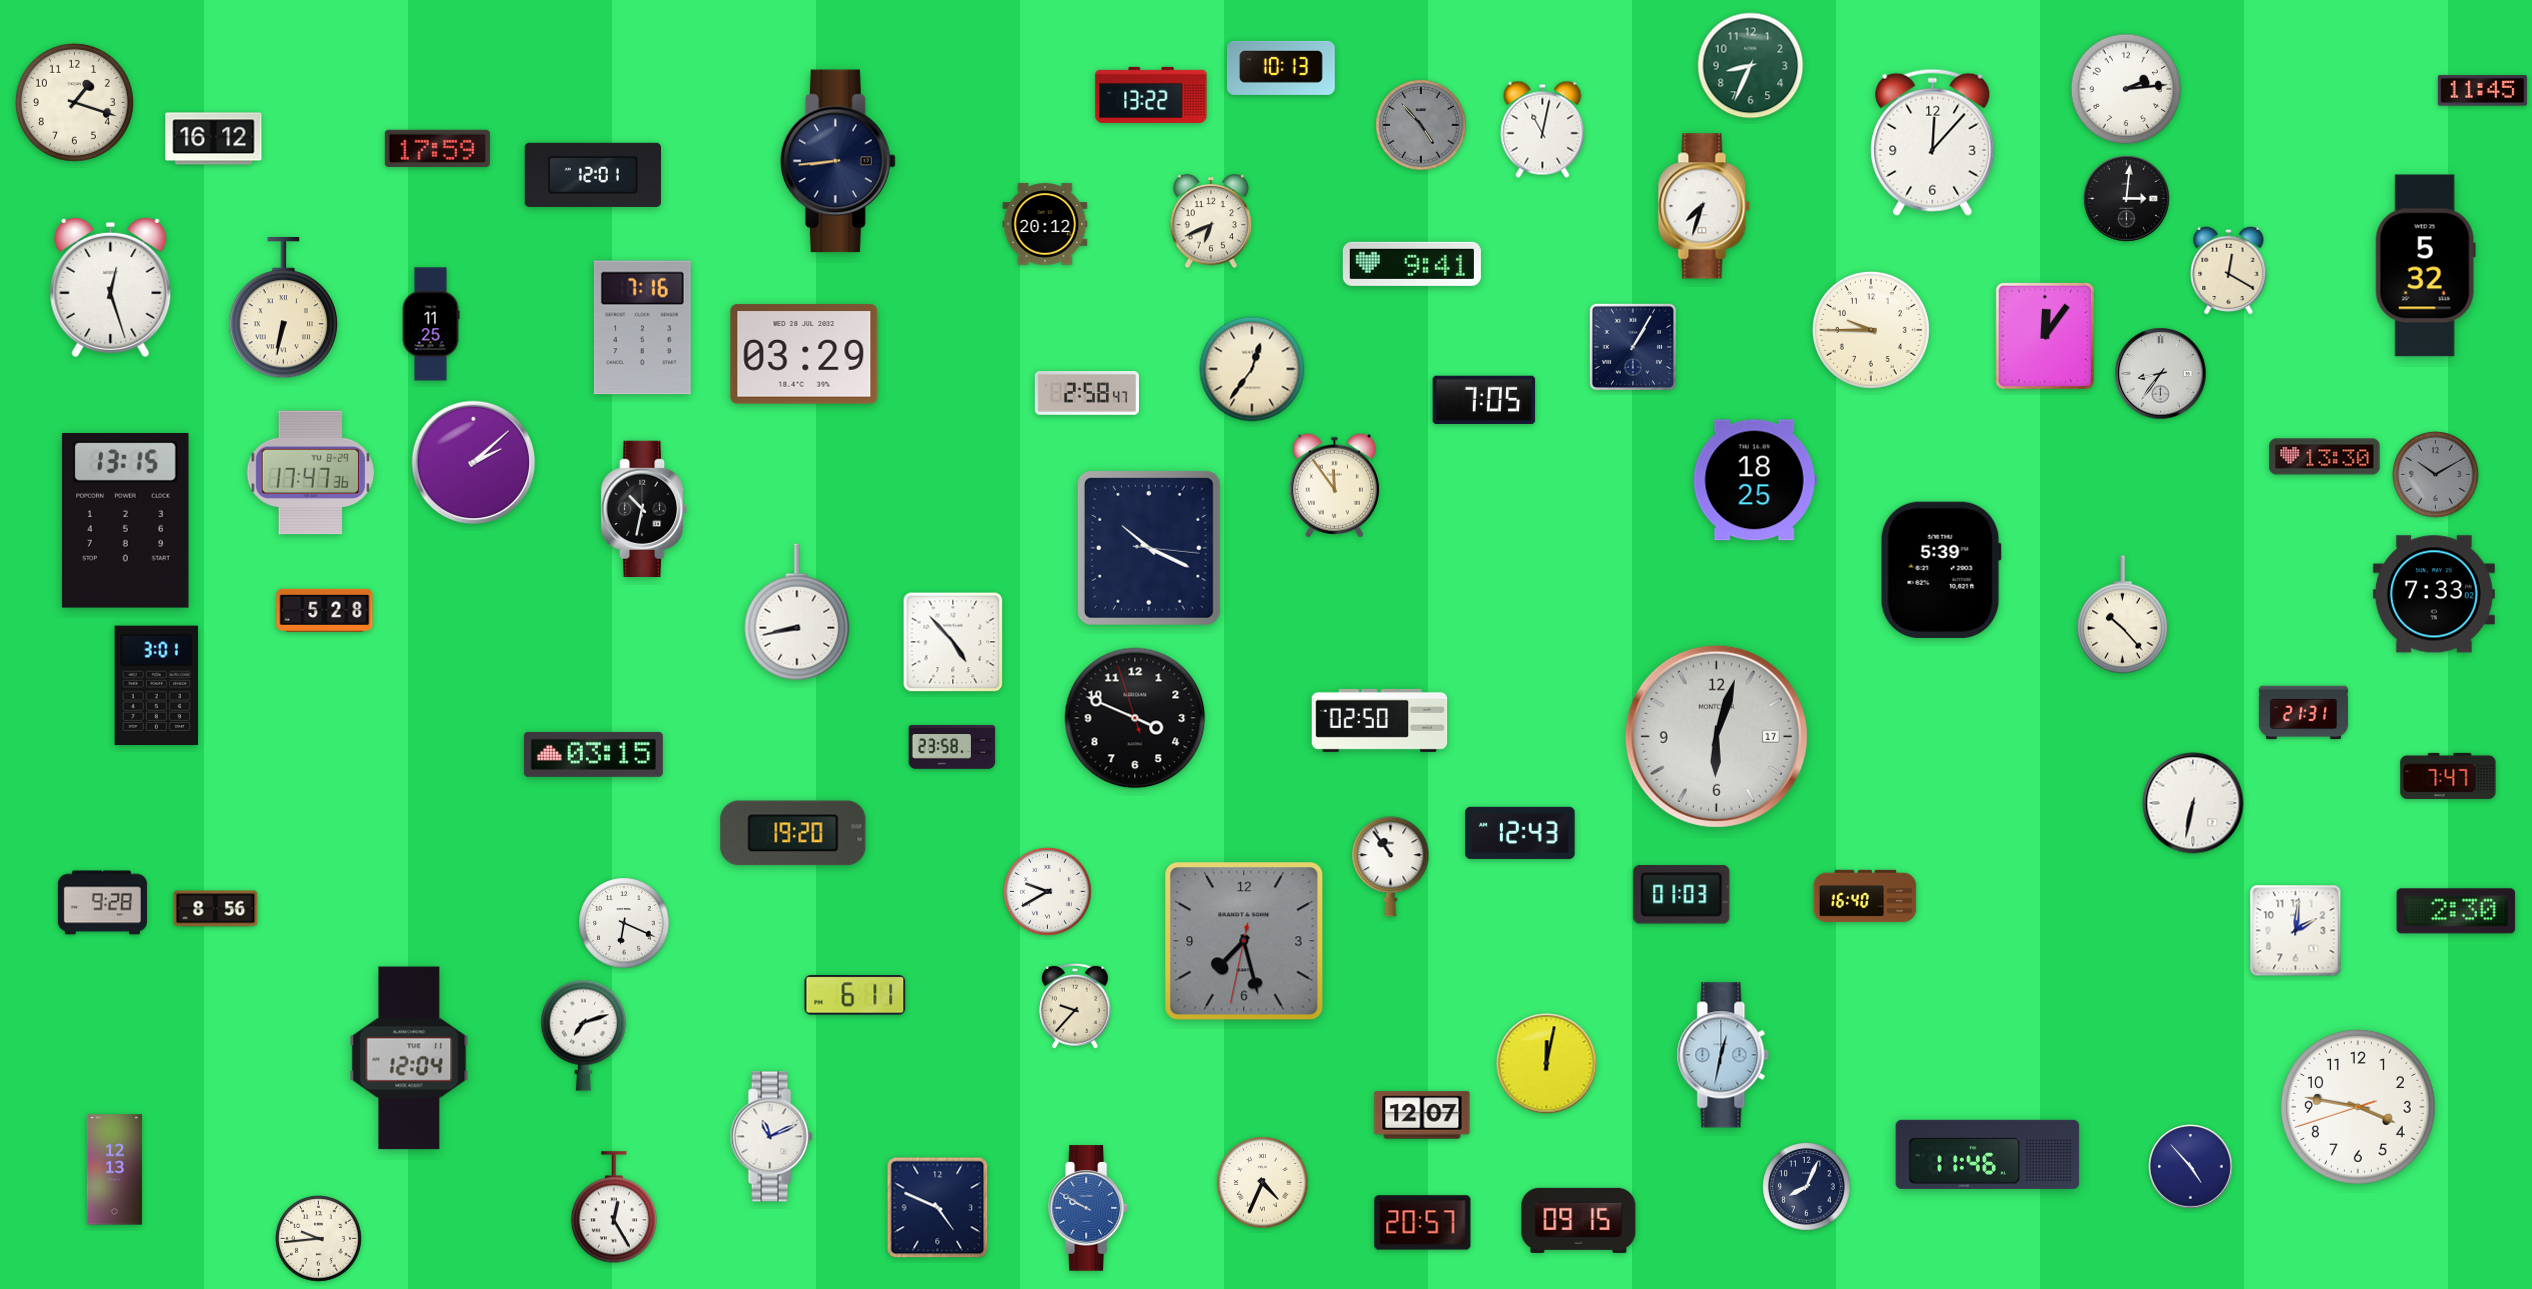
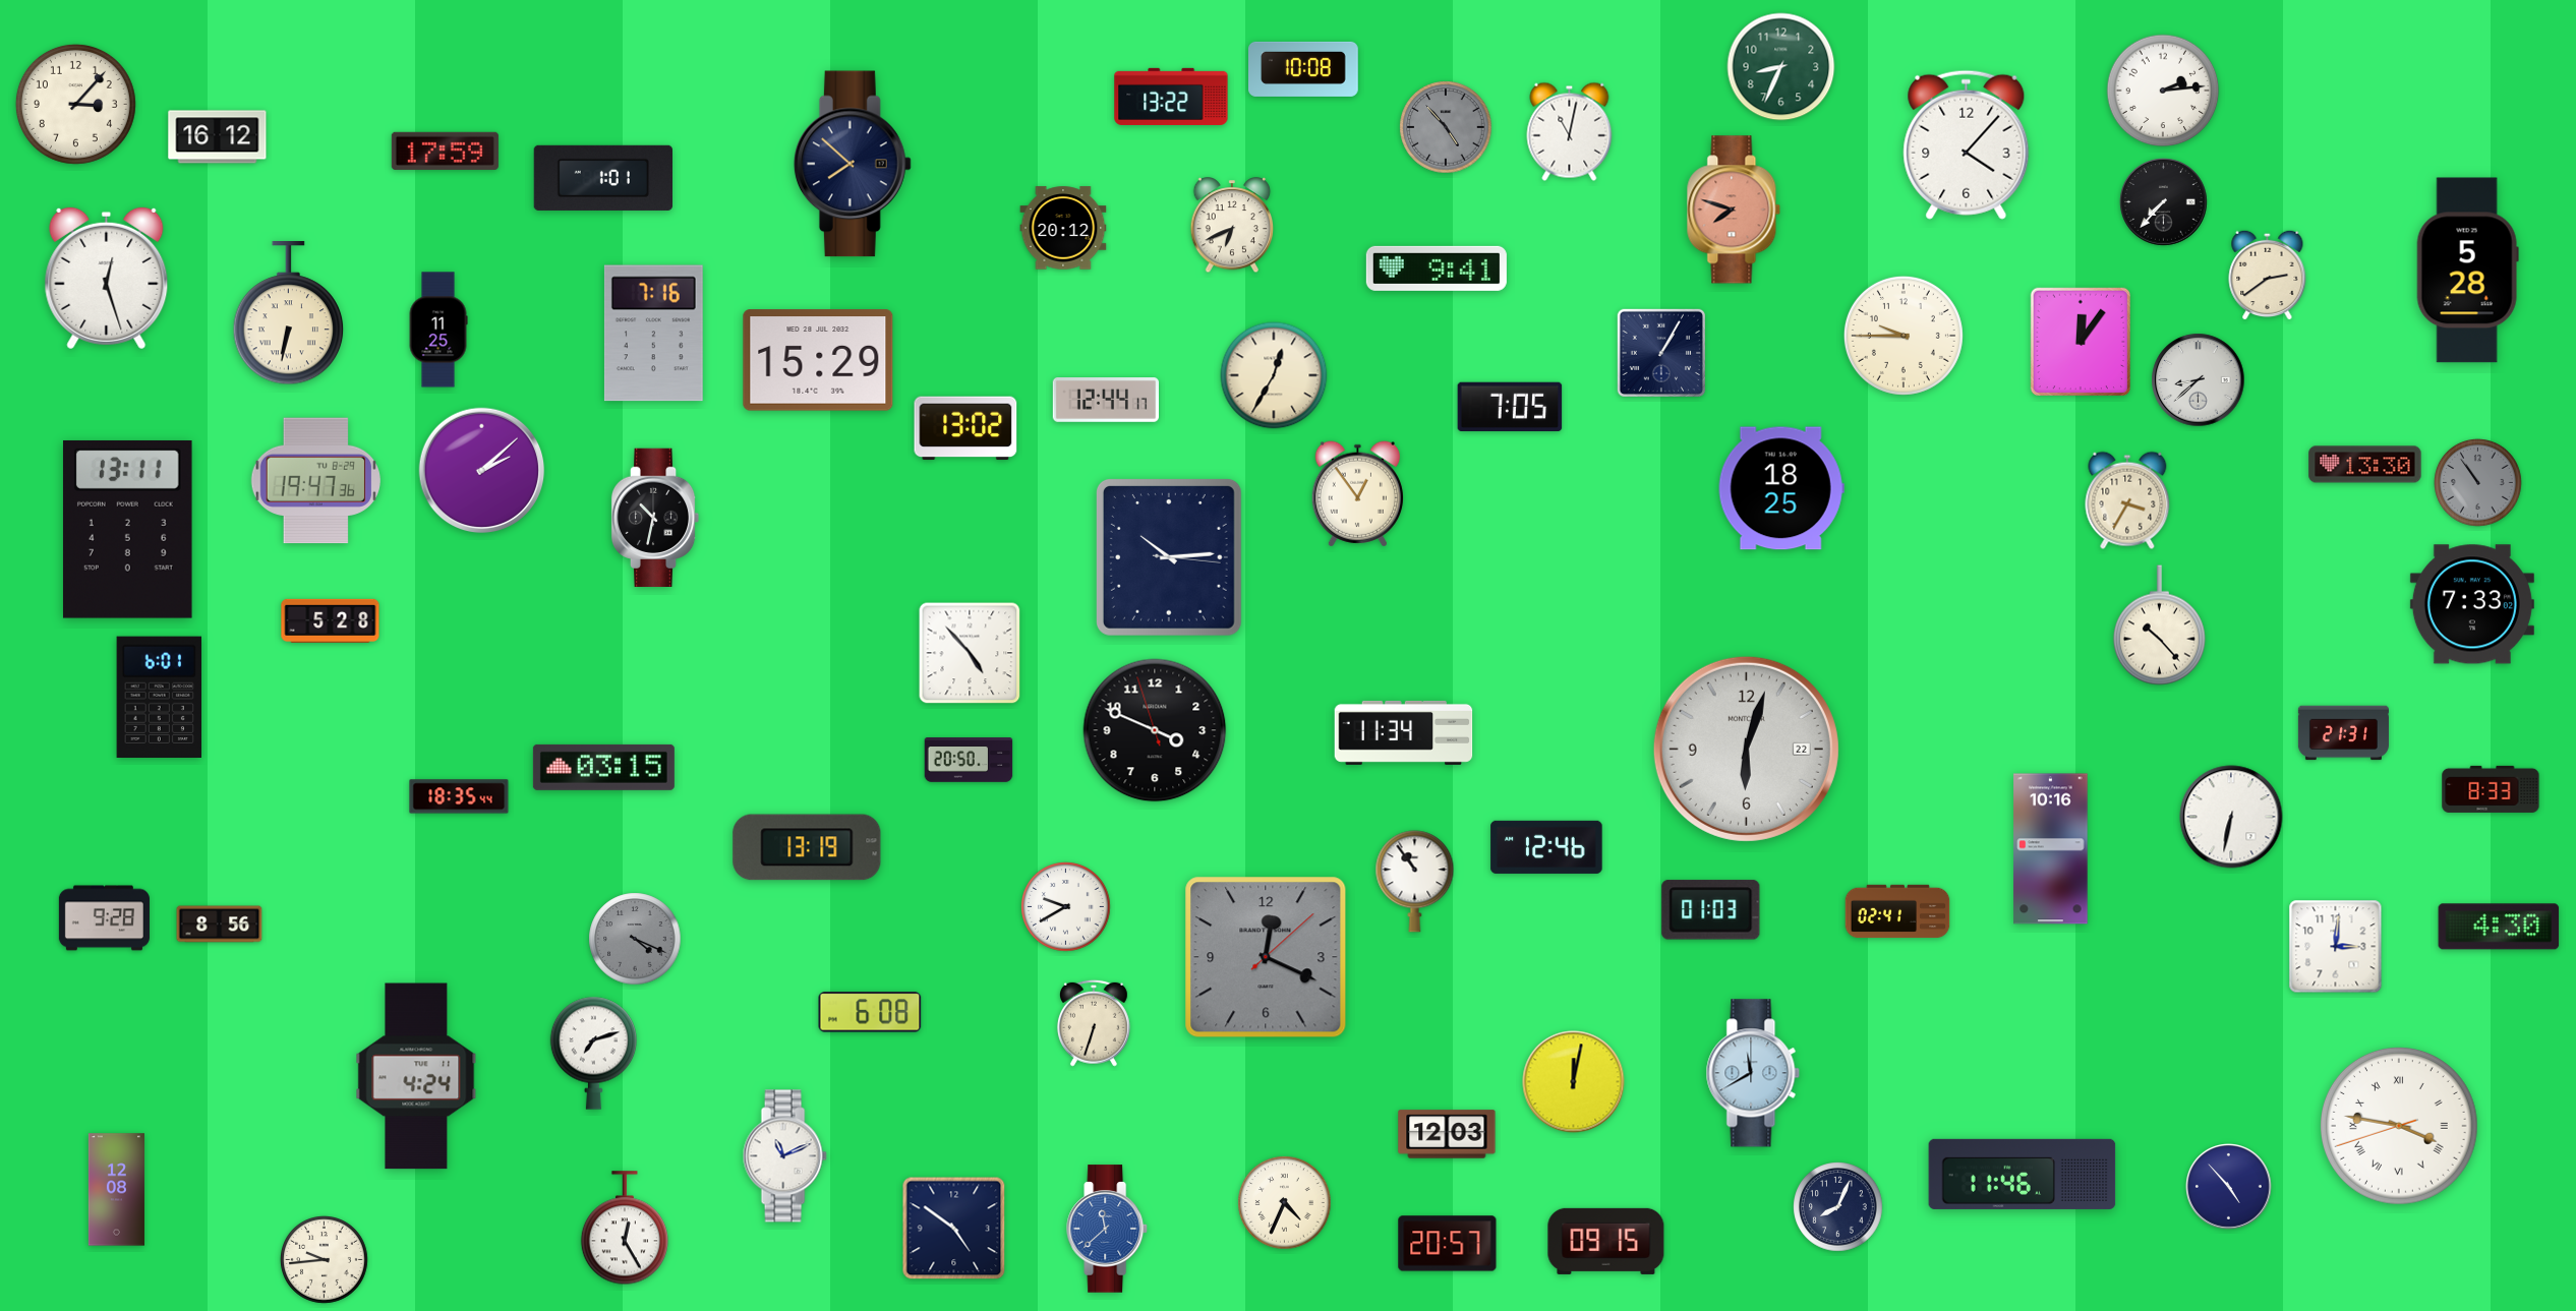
clock at (1281, 68): 10:13 -> 10:08
clock at (2482, 91): 11:45 -> none
clock at (74, 102): 1:18 -> 3:07
clock at (214, 139) position: (214, 139) -> (218, 137)
clock at (1933, 142): 12:07 -> 4:07
clock at (838, 161): 8:44 -> 7:52
clock at (592, 175): 12:01 -> 1:01
clock at (2127, 199): 3:01 -> 7:37
clock at (1704, 206): 7:33 -> 7:48
clock at (1704, 206) dial: white -> salmon
clock at (2425, 266): 5:32 -> 5:28
clock at (2229, 270): 12:20 -> 2:39
clock at (111, 288) position: (111, 288) -> (107, 279)
clock at (804, 354): 03:29 -> 15:29
clock at (1252, 369): 12:36 -> 12:35
clock at (2161, 374): 8:36 -> 8:38
clock at (1086, 394): 2:58 -> 12:44
clock at (965, 428): none -> 13:02
clock at (310, 473): 17:47 -> 19:47
clock at (2436, 475): 10:10 -> 10:54
clock at (1755, 480) position: (1755, 480) -> (1781, 488)
clock at (1334, 486): 11:54 -> 12:54
clock at (2127, 500): none -> 3:35
clock at (125, 520): 13:15 -> 13:11
clock at (1149, 548): 10:19 -> 10:14
clock at (1941, 570): 5:39 -> none
clock at (2434, 594) position: (2434, 594) -> (2472, 604)
clock at (797, 612): 8:43 -> none
clock at (156, 685): 3:01 -> 6:01
clock at (2303, 713) position: (2303, 713) -> (2343, 733)
clock at (1380, 720): 02:50 -> 11:34
clock at (1716, 736) date: 17 -> 22
clock at (952, 748): 23:58 -> 20:50
clock at (2448, 776): 7:47 -> 8:33
clock at (459, 796): none -> 18:35
clock at (793, 833): 19:20 -> 13:19
clock at (1520, 833): 12:43 -> 12:46
clock at (2051, 849): none -> 10:16
clock at (1865, 896): 16:40 -> 02:41
clock at (2456, 911): 2:30 -> 4:30
clock at (624, 923): 6:19 -> 4:19
clock at (624, 923) dial: white -> grey
clock at (2296, 931): 2:01 -> 3:01
clock at (1244, 941): 7:27 -> 12:19
clock at (855, 995): 6:11 -> 6:08
clock at (1075, 1006): 9:37 -> 6:33
clock at (1723, 1055): 12:32 -> 11:40
clock at (409, 1058): 12:04 -> 4:24
clock at (2359, 1108) numerals: Arabic -> Roman
clock at (1422, 1115): 12:07 -> 12:03
clock at (114, 1170): 12:13 -> 12:08
clock at (938, 1208): 4:49 -> 4:51
clock at (1089, 1208): 9:50 -> 11:38
